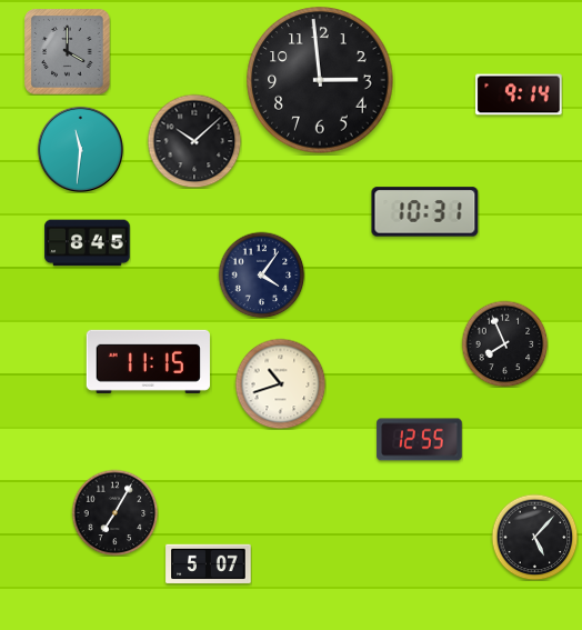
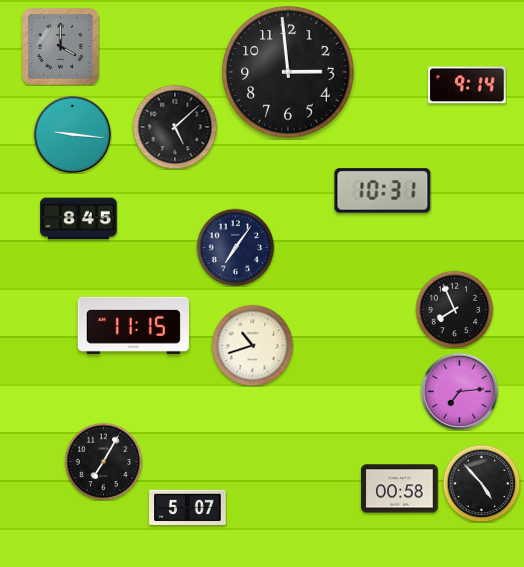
clock at (194, 141): 10:08 -> 5:08
clock at (80, 149): 11:31 -> 9:16
clock at (261, 274): 4:06 -> 7:06
clock at (459, 391): none -> 7:14
clock at (420, 440): 12:55 -> none
clock at (534, 537): 5:07 -> 4:53
clock at (400, 489): none -> 00:58
